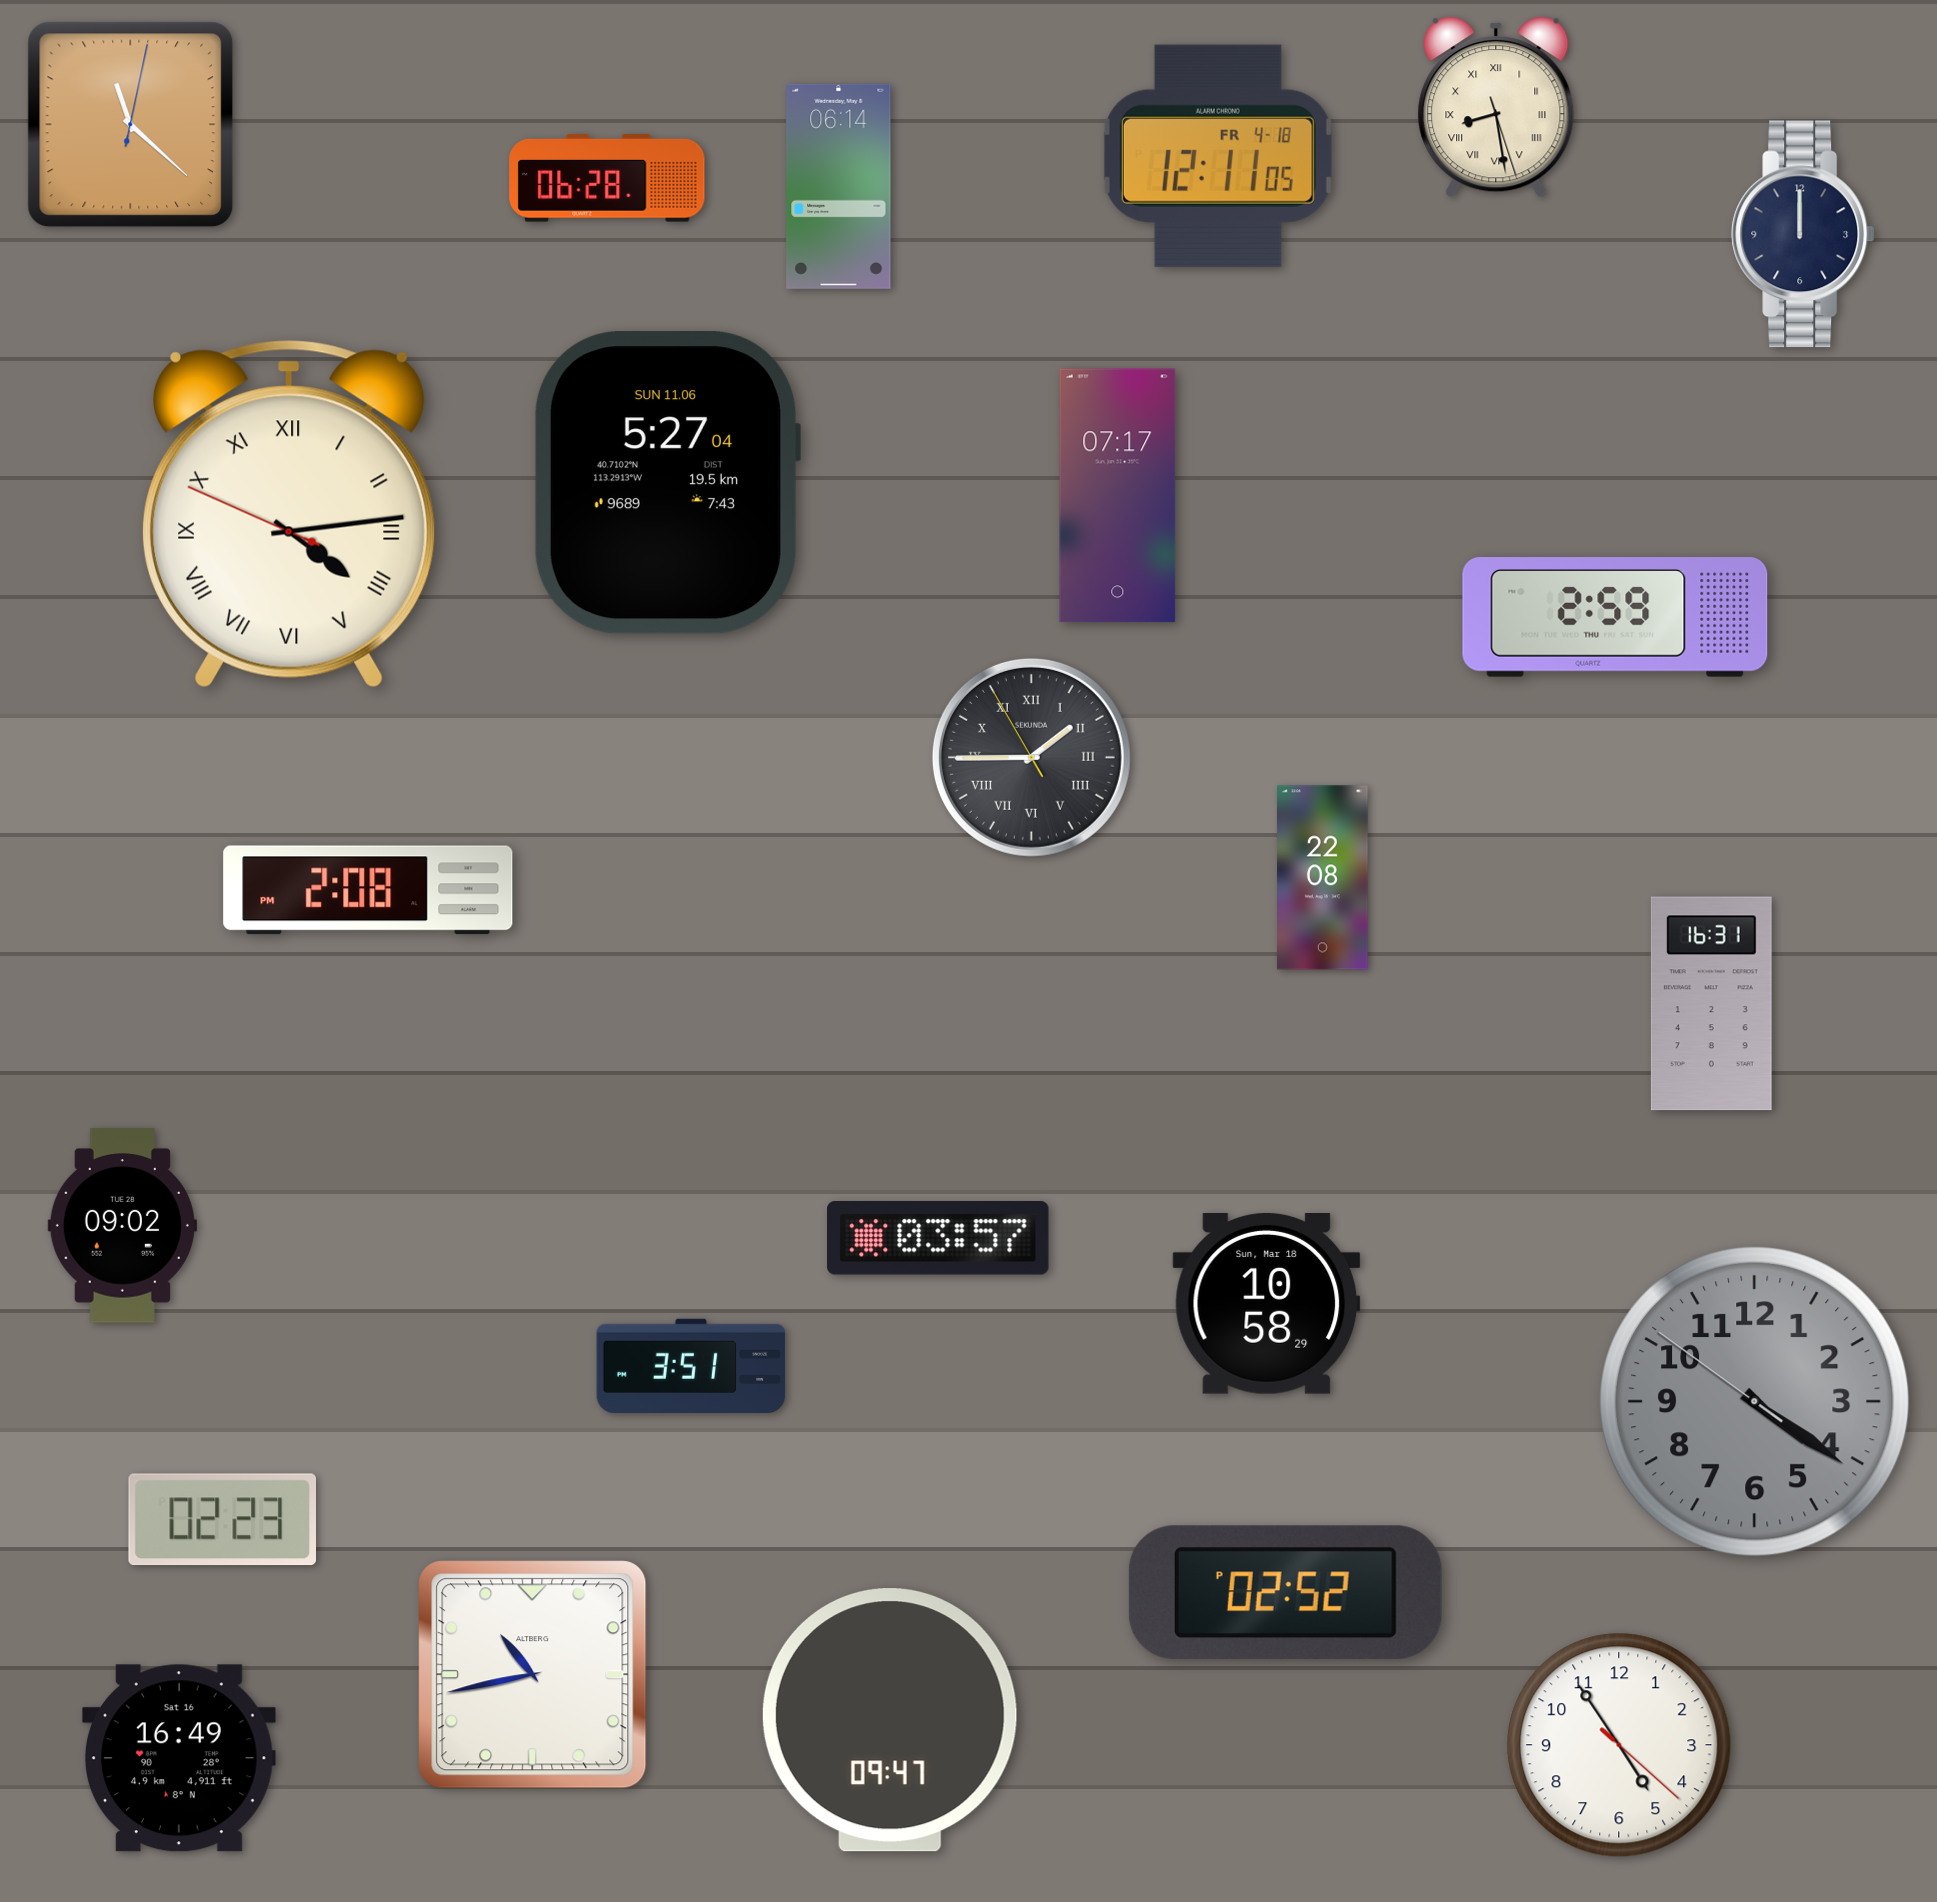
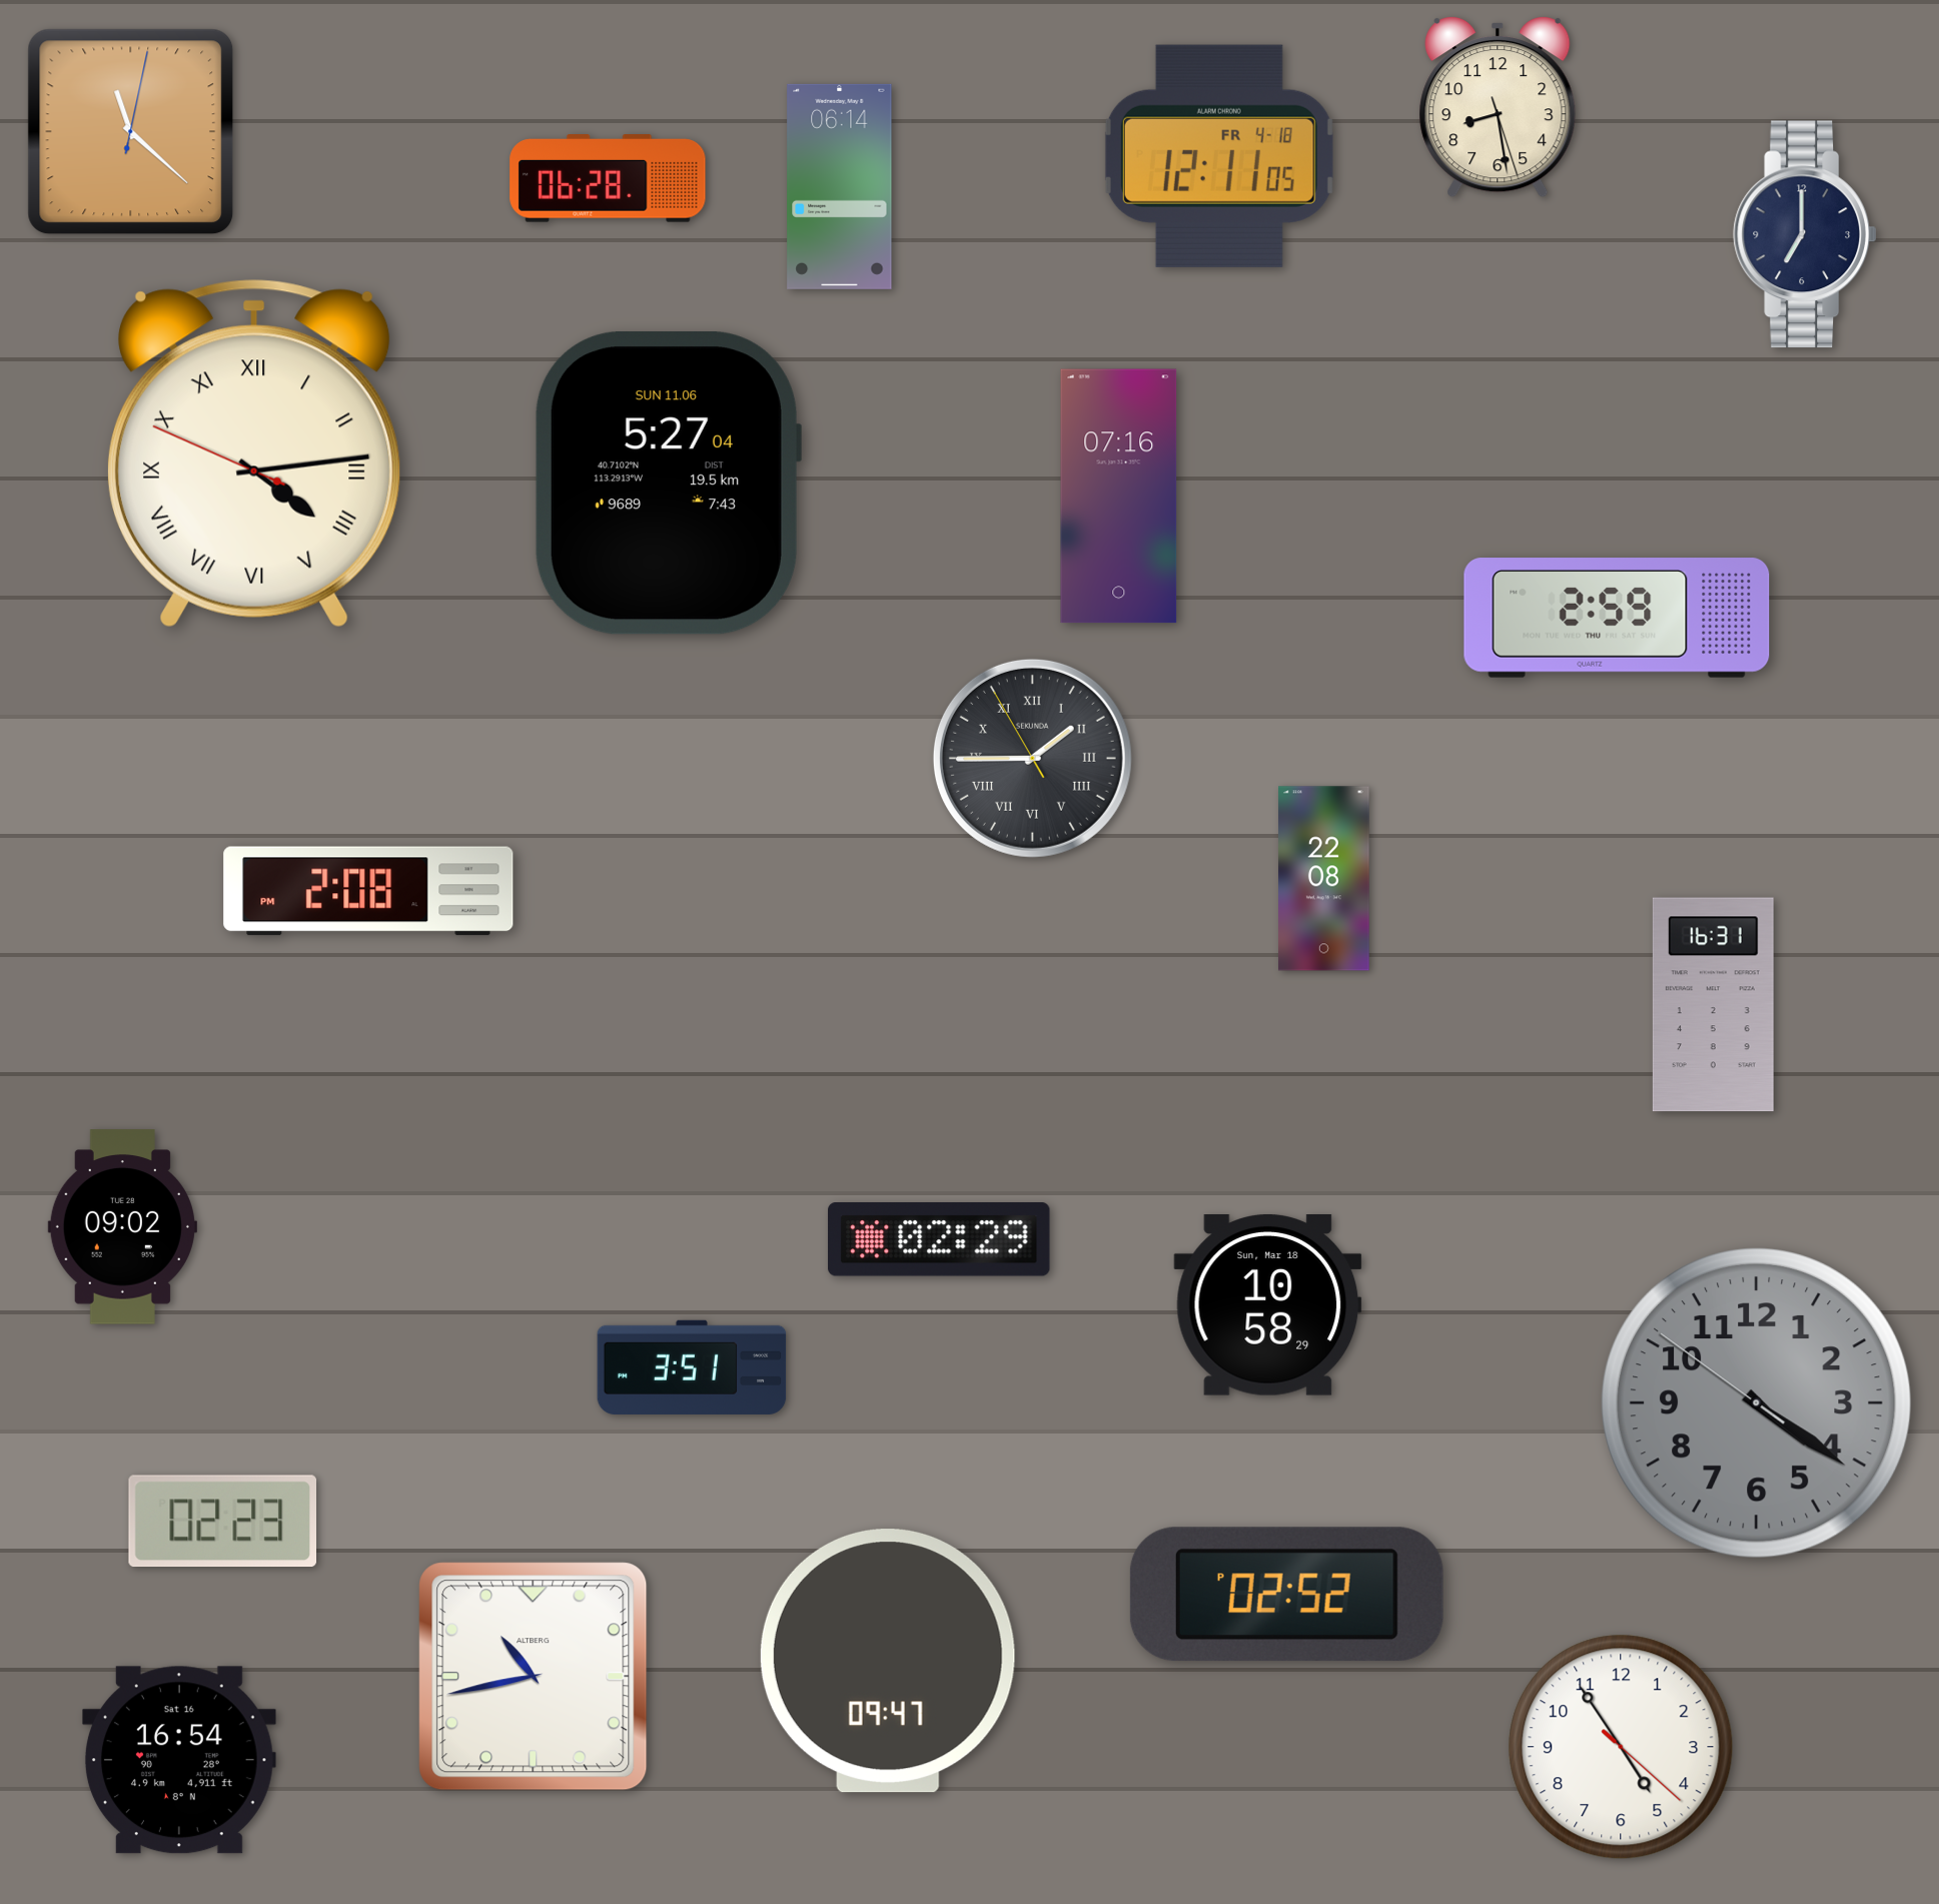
clock at (1496, 108) numerals: Roman -> Arabic
clock at (131, 125) position: (131, 125) -> (131, 132)
clock at (1803, 234): 12:00 -> 7:00
clock at (1118, 496): 07:17 -> 07:16
clock at (289, 514) position: (289, 514) -> (254, 453)
clock at (938, 1239): 03:57 -> 02:29
clock at (890, 1720) position: (890, 1720) -> (888, 1661)
clock at (179, 1758): 16:49 -> 16:54
